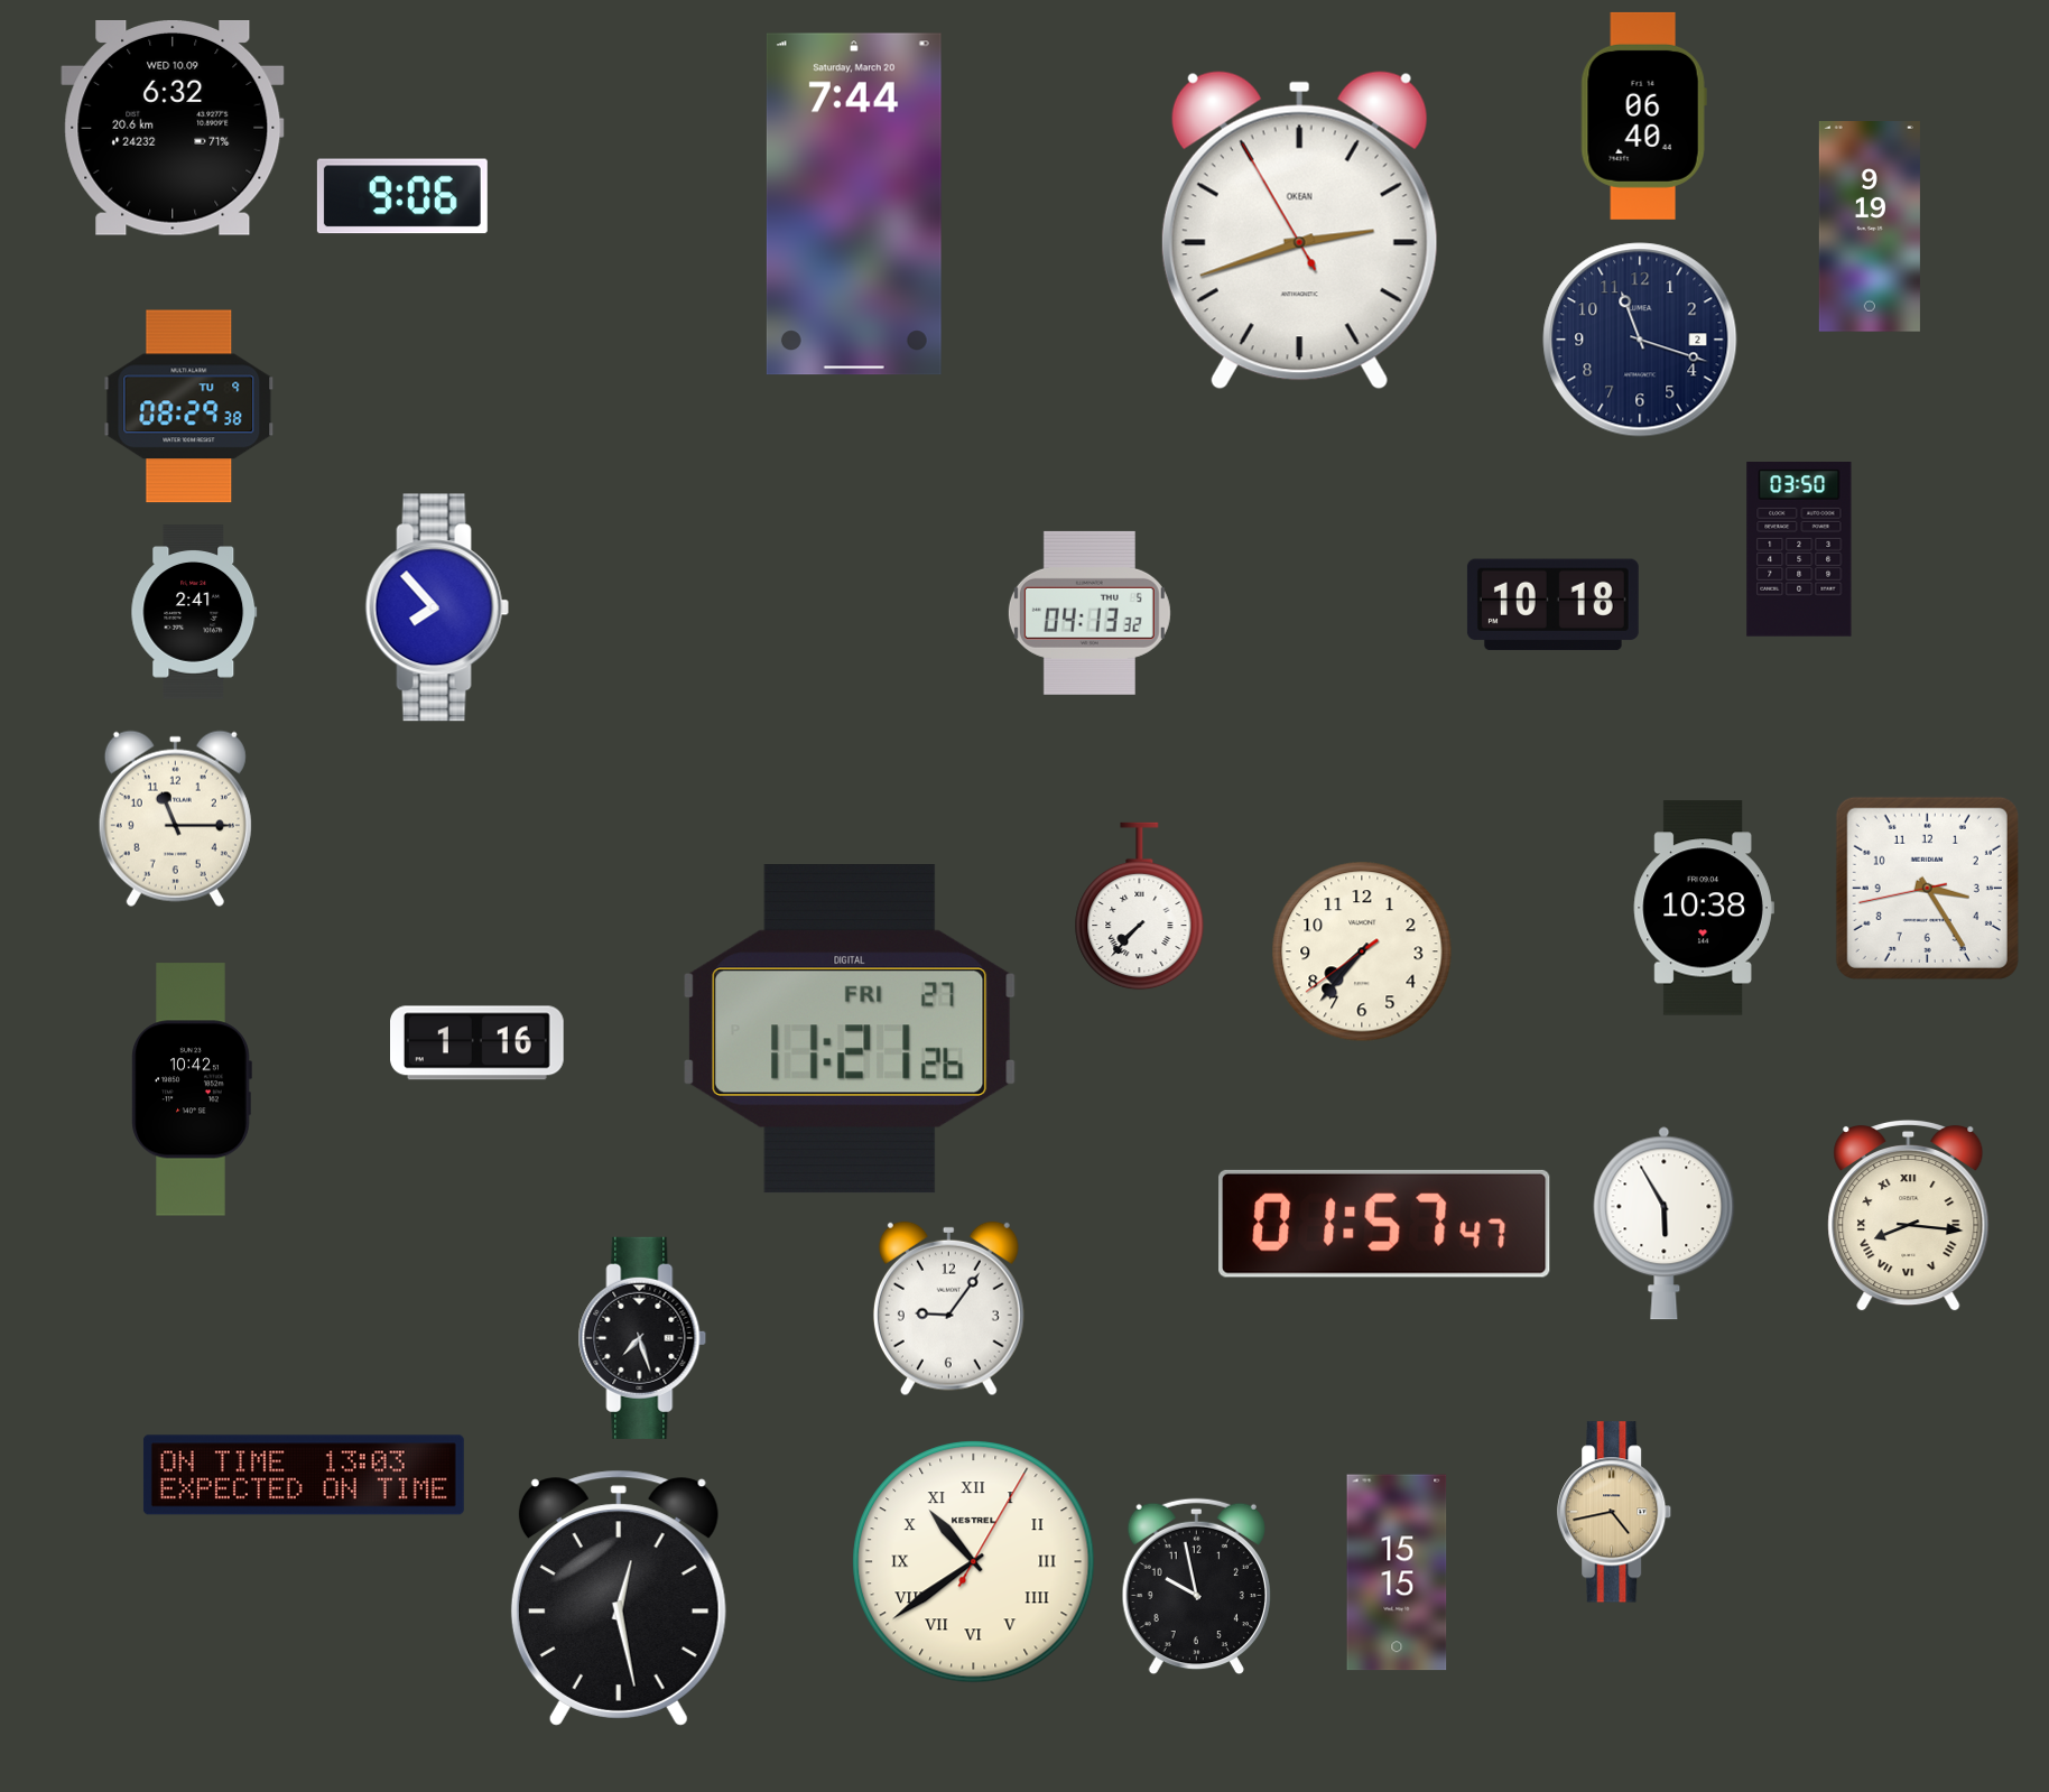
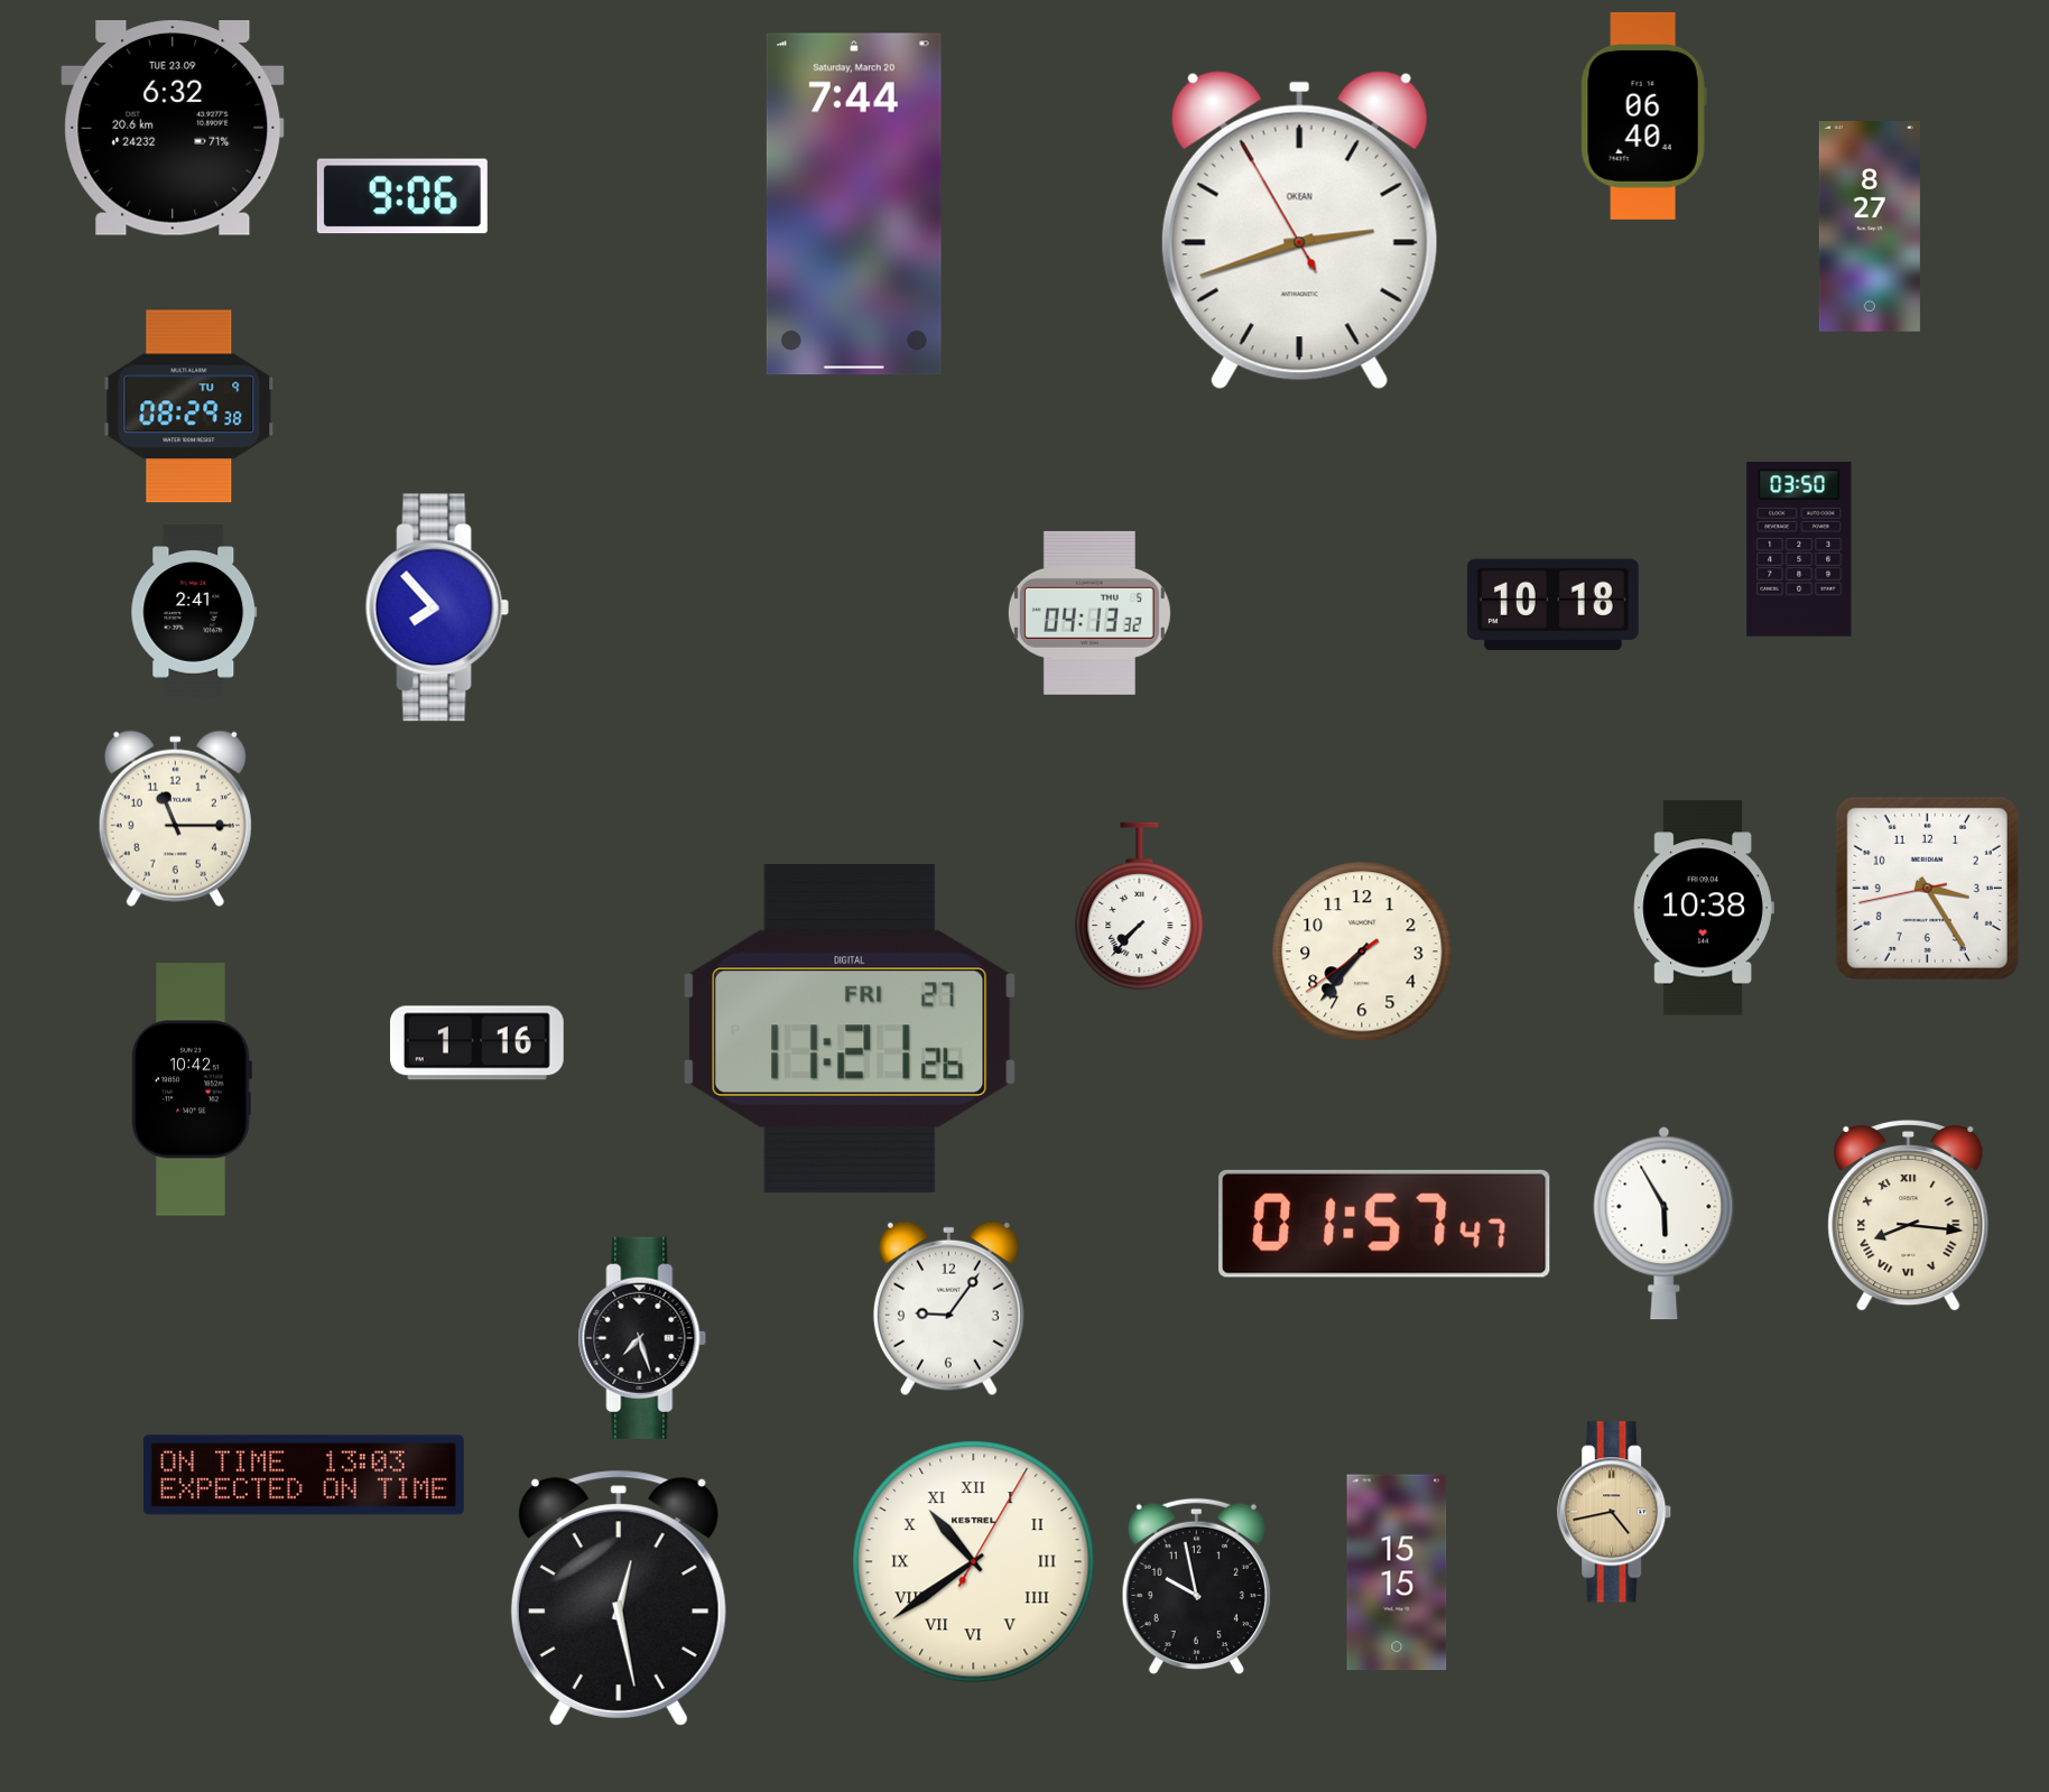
clock at (173, 129) date: WED 10.09 -> TUE 23.09
clock at (1870, 228): 9:19 -> 8:27
clock at (1640, 340): 11:18 -> none
